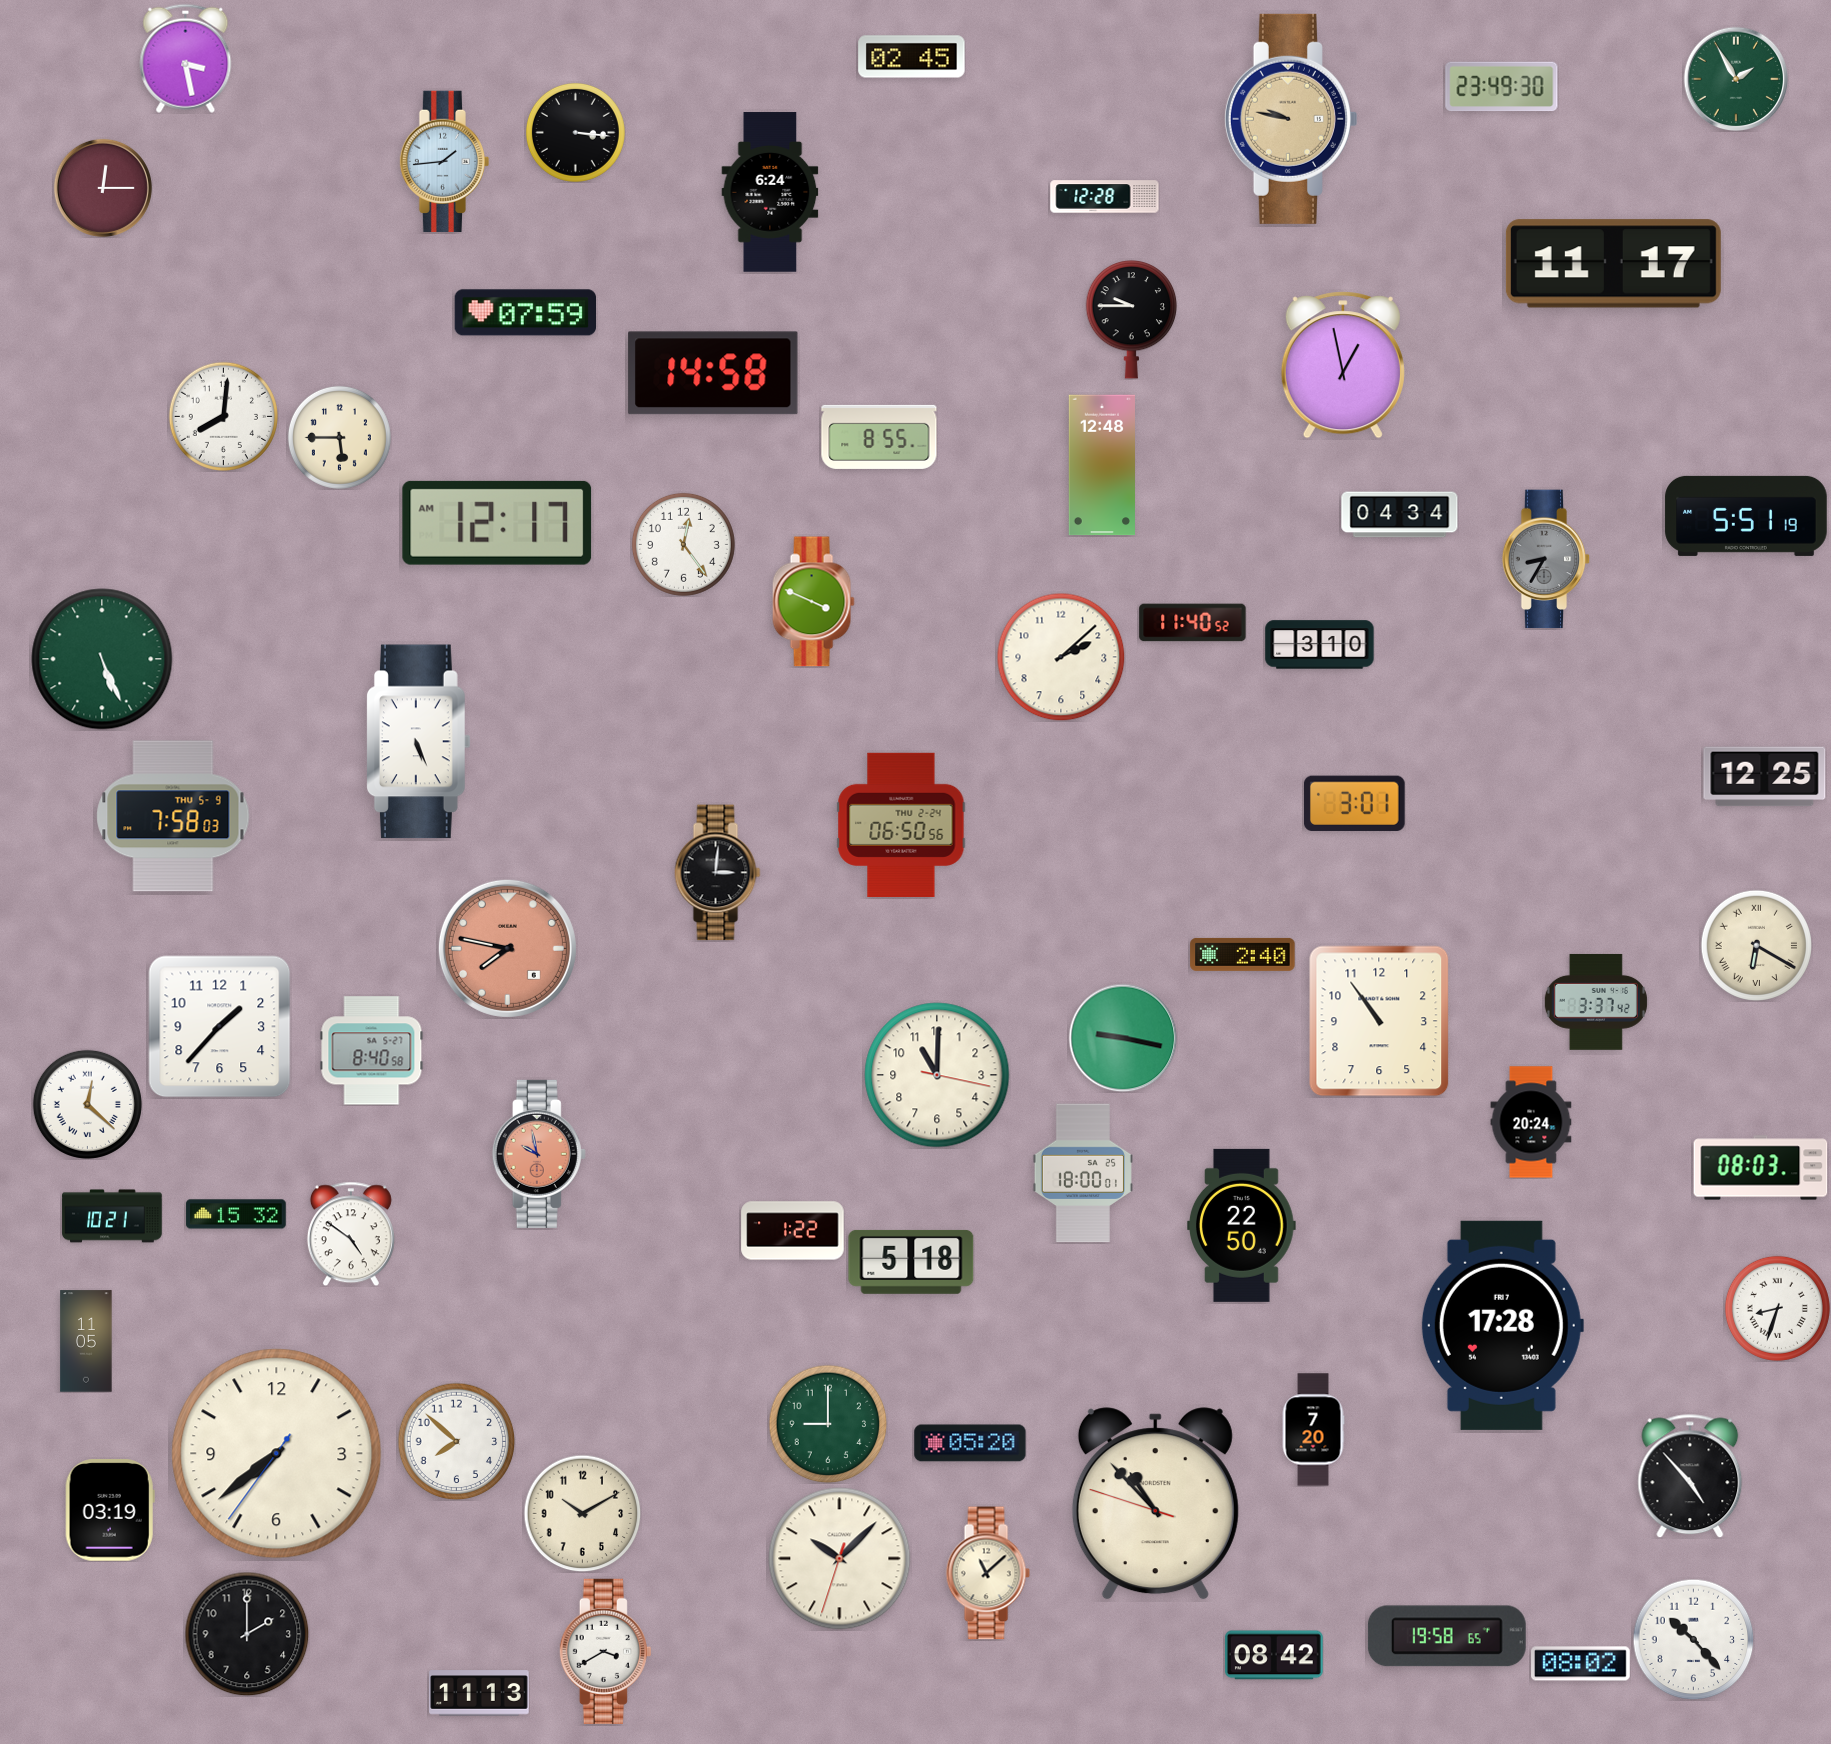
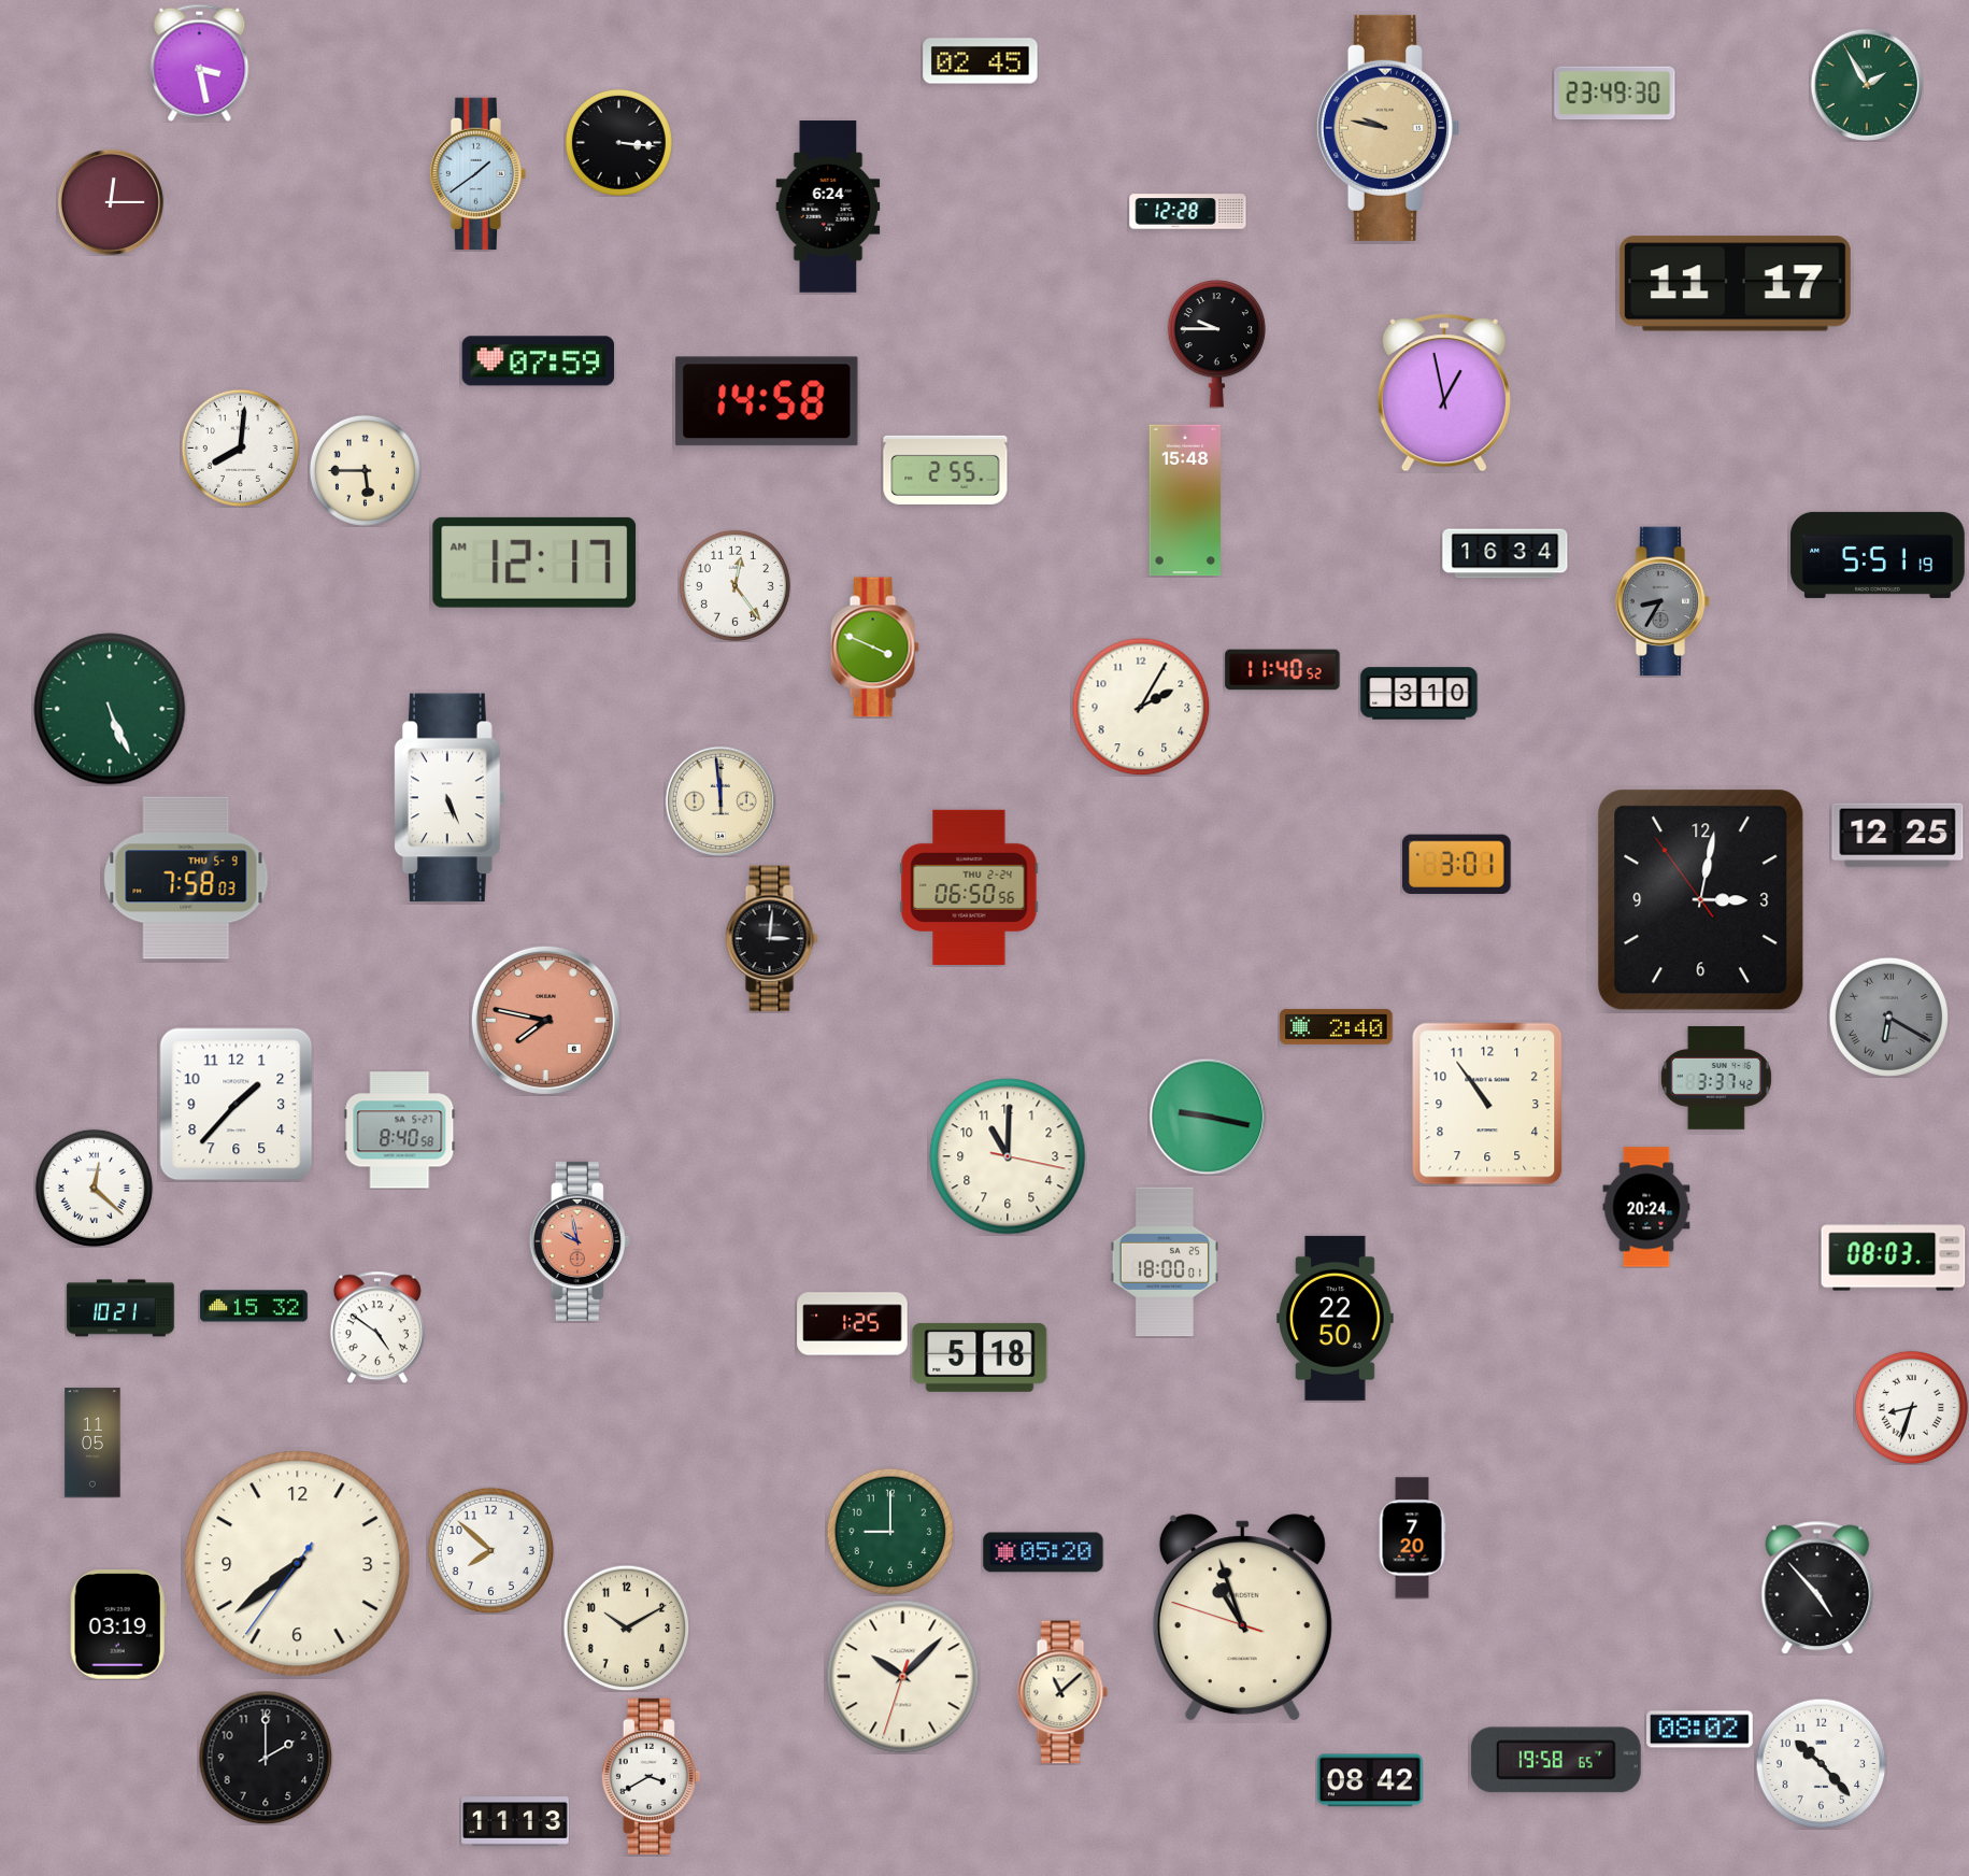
clock at (445, 162): 1:44 -> 1:39
clock at (525, 313) position: (525, 313) -> (538, 361)
clock at (879, 437): 8:55 -> 2:55
clock at (1101, 465): 12:48 -> 15:48
clock at (1400, 515): 04:34 -> 16:34
clock at (1061, 657): 2:08 -> 2:05
clock at (719, 800): none -> 11:59
clock at (1701, 900): none -> 3:01
clock at (1756, 945) dial: cream -> grey
clock at (1379, 1021) position: (1379, 1021) -> (1487, 1104)
clock at (793, 1231): 1:22 -> 1:25
clock at (1502, 1325): 17:28 -> none
clock at (1155, 1504): 10:52 -> 10:56
clock at (1581, 1664) position: (1581, 1664) -> (1700, 1730)
